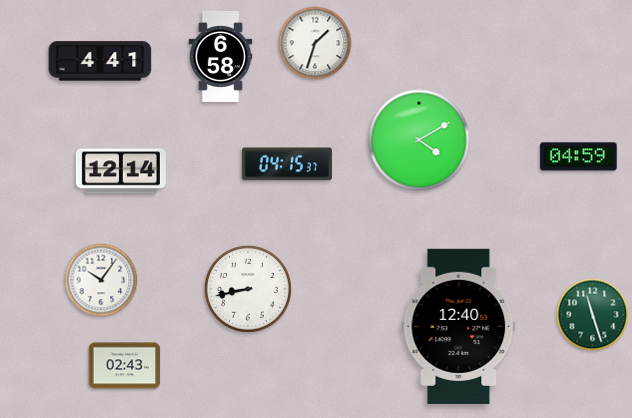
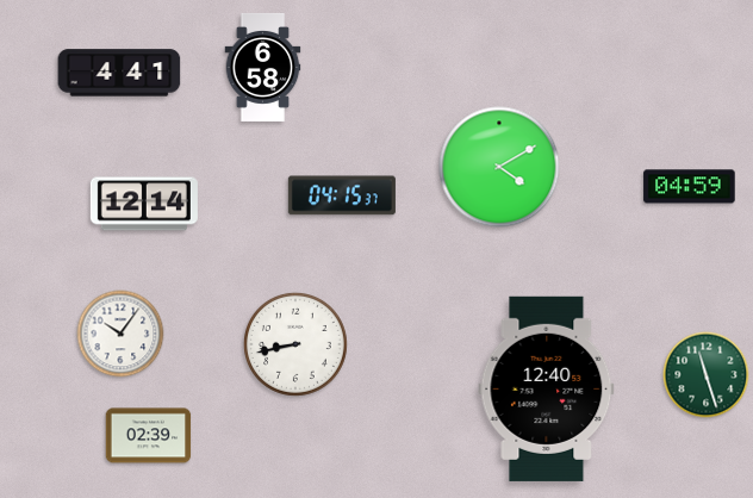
clock at (315, 43): 1:33 -> none
clock at (125, 366): 02:43 -> 02:39
